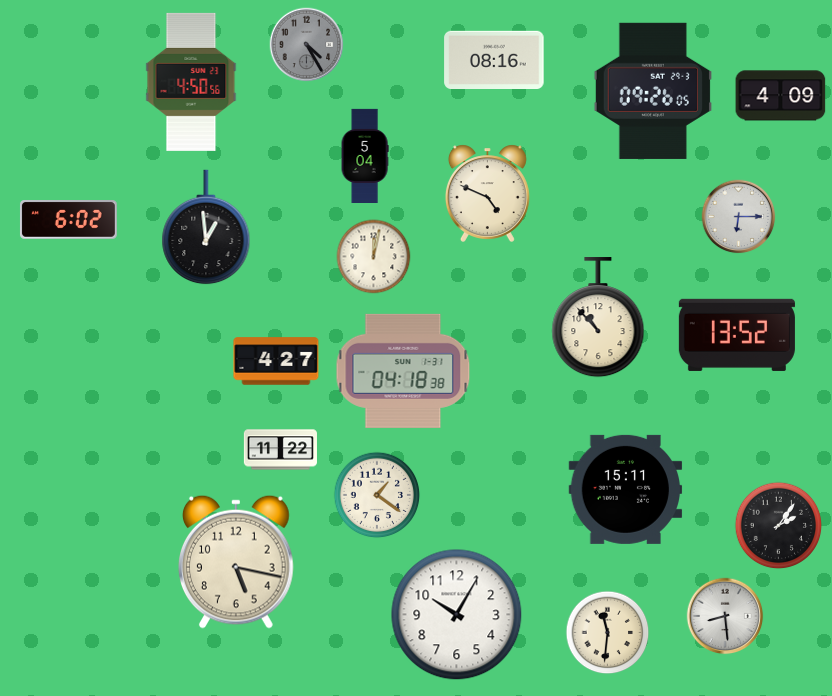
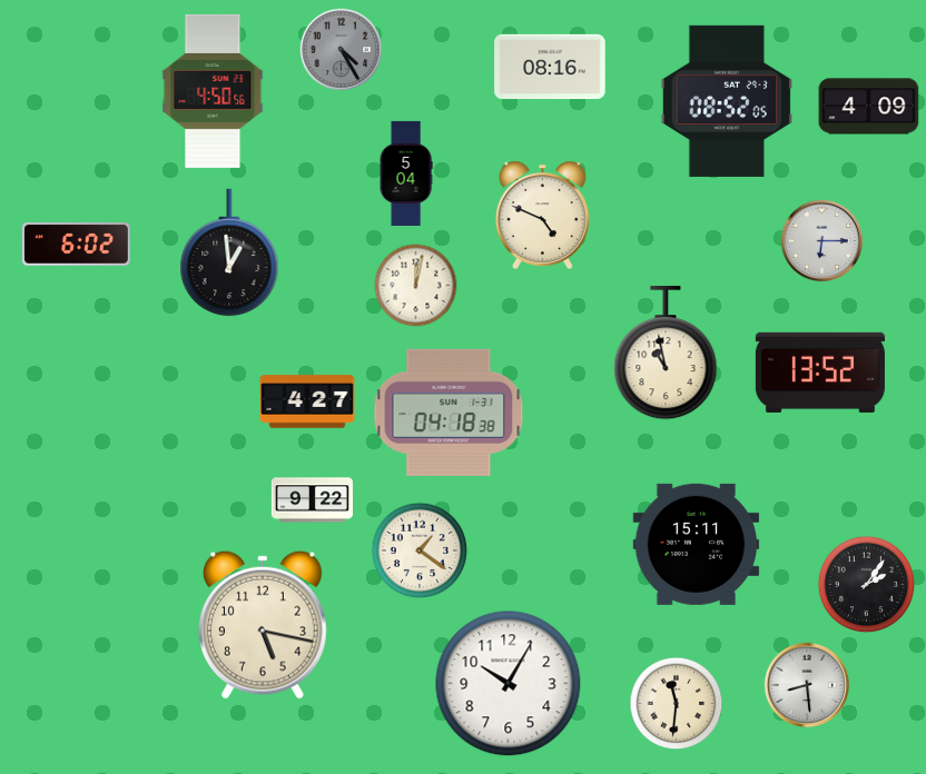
clock at (652, 91): 09:26 -> 08:52
clock at (598, 318): 10:53 -> 10:58
clock at (280, 450): 11:22 -> 9:22
